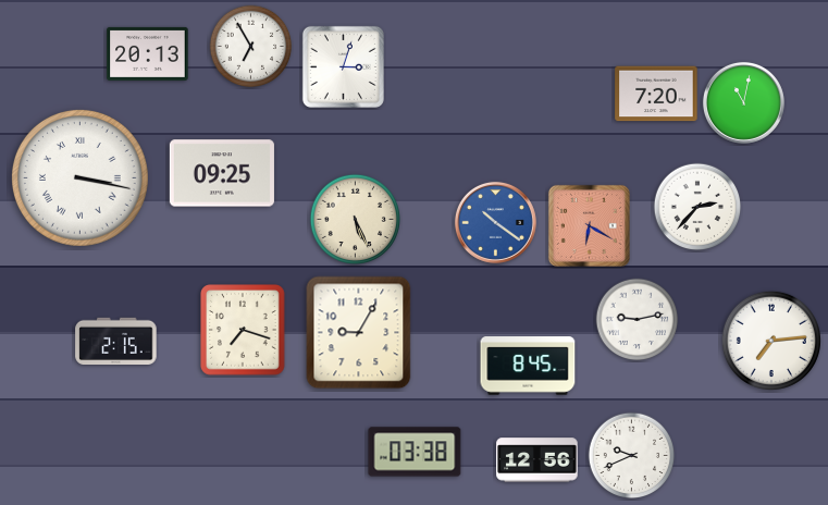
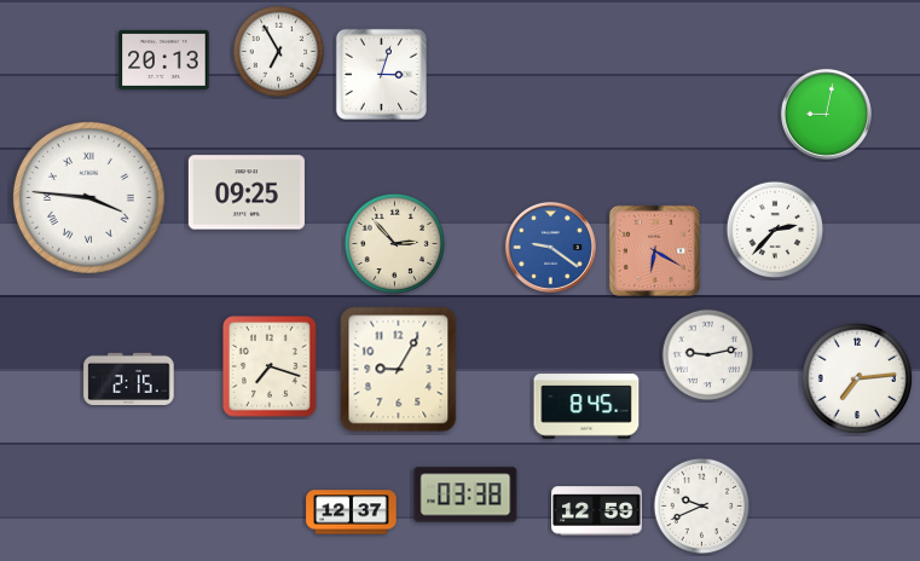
clock at (656, 94): 7:20 -> none
clock at (743, 102): 11:02 -> 9:02
clock at (79, 177): 3:17 -> 3:46
clock at (355, 219): 5:26 -> 2:53
clock at (495, 222): 10:21 -> 9:21
clock at (415, 452) position: (415, 452) -> (465, 495)
clock at (537, 460): 12:56 -> 12:59
clock at (352, 513): none -> 12:37
